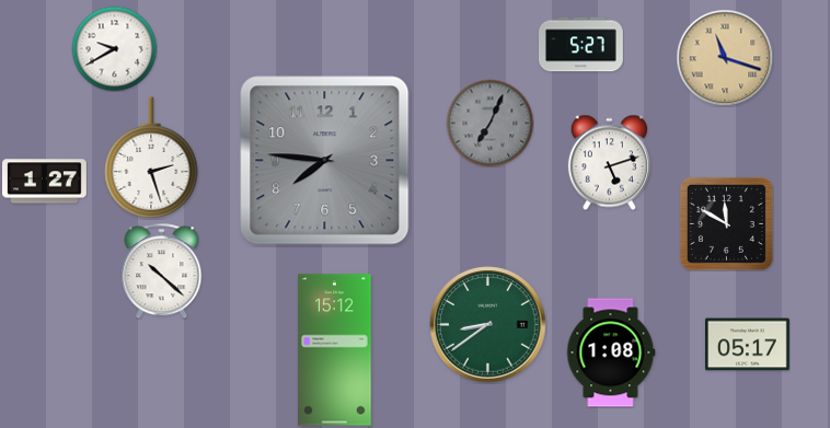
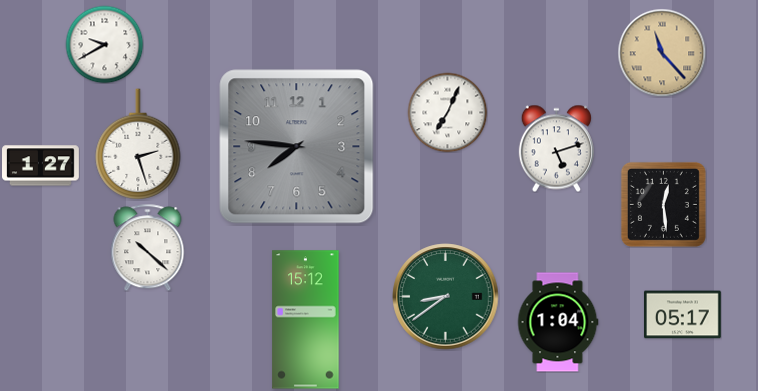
clock at (581, 45): 5:27 -> none
clock at (725, 58): 11:18 -> 11:23
clock at (489, 123) dial: grey -> white
clock at (726, 223): 11:50 -> 12:29
clock at (611, 352): 1:08 -> 1:04
